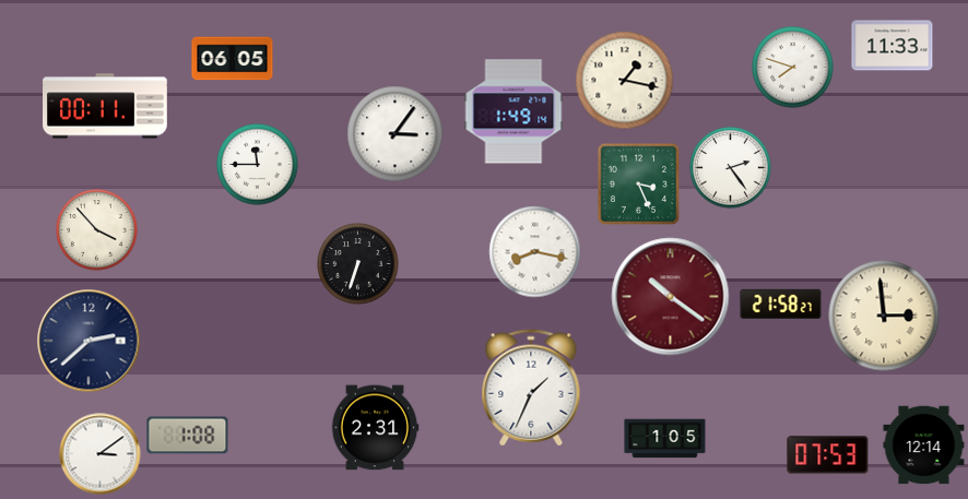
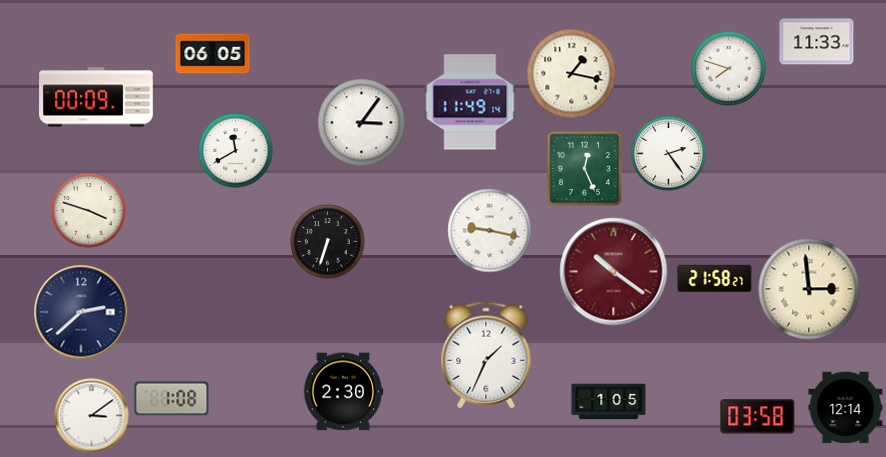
clock at (793, 68) position: (793, 68) -> (729, 69)
clock at (105, 106): 00:11 -> 00:09
clock at (513, 111): 1:49 -> 11:49
clock at (258, 165): 11:45 -> 11:40
clock at (638, 183): 3:26 -> 12:26
clock at (97, 230): 3:53 -> 3:48
clock at (535, 252): 8:17 -> 9:17
clock at (375, 428): 2:31 -> 2:30
clock at (828, 455): 07:53 -> 03:58
